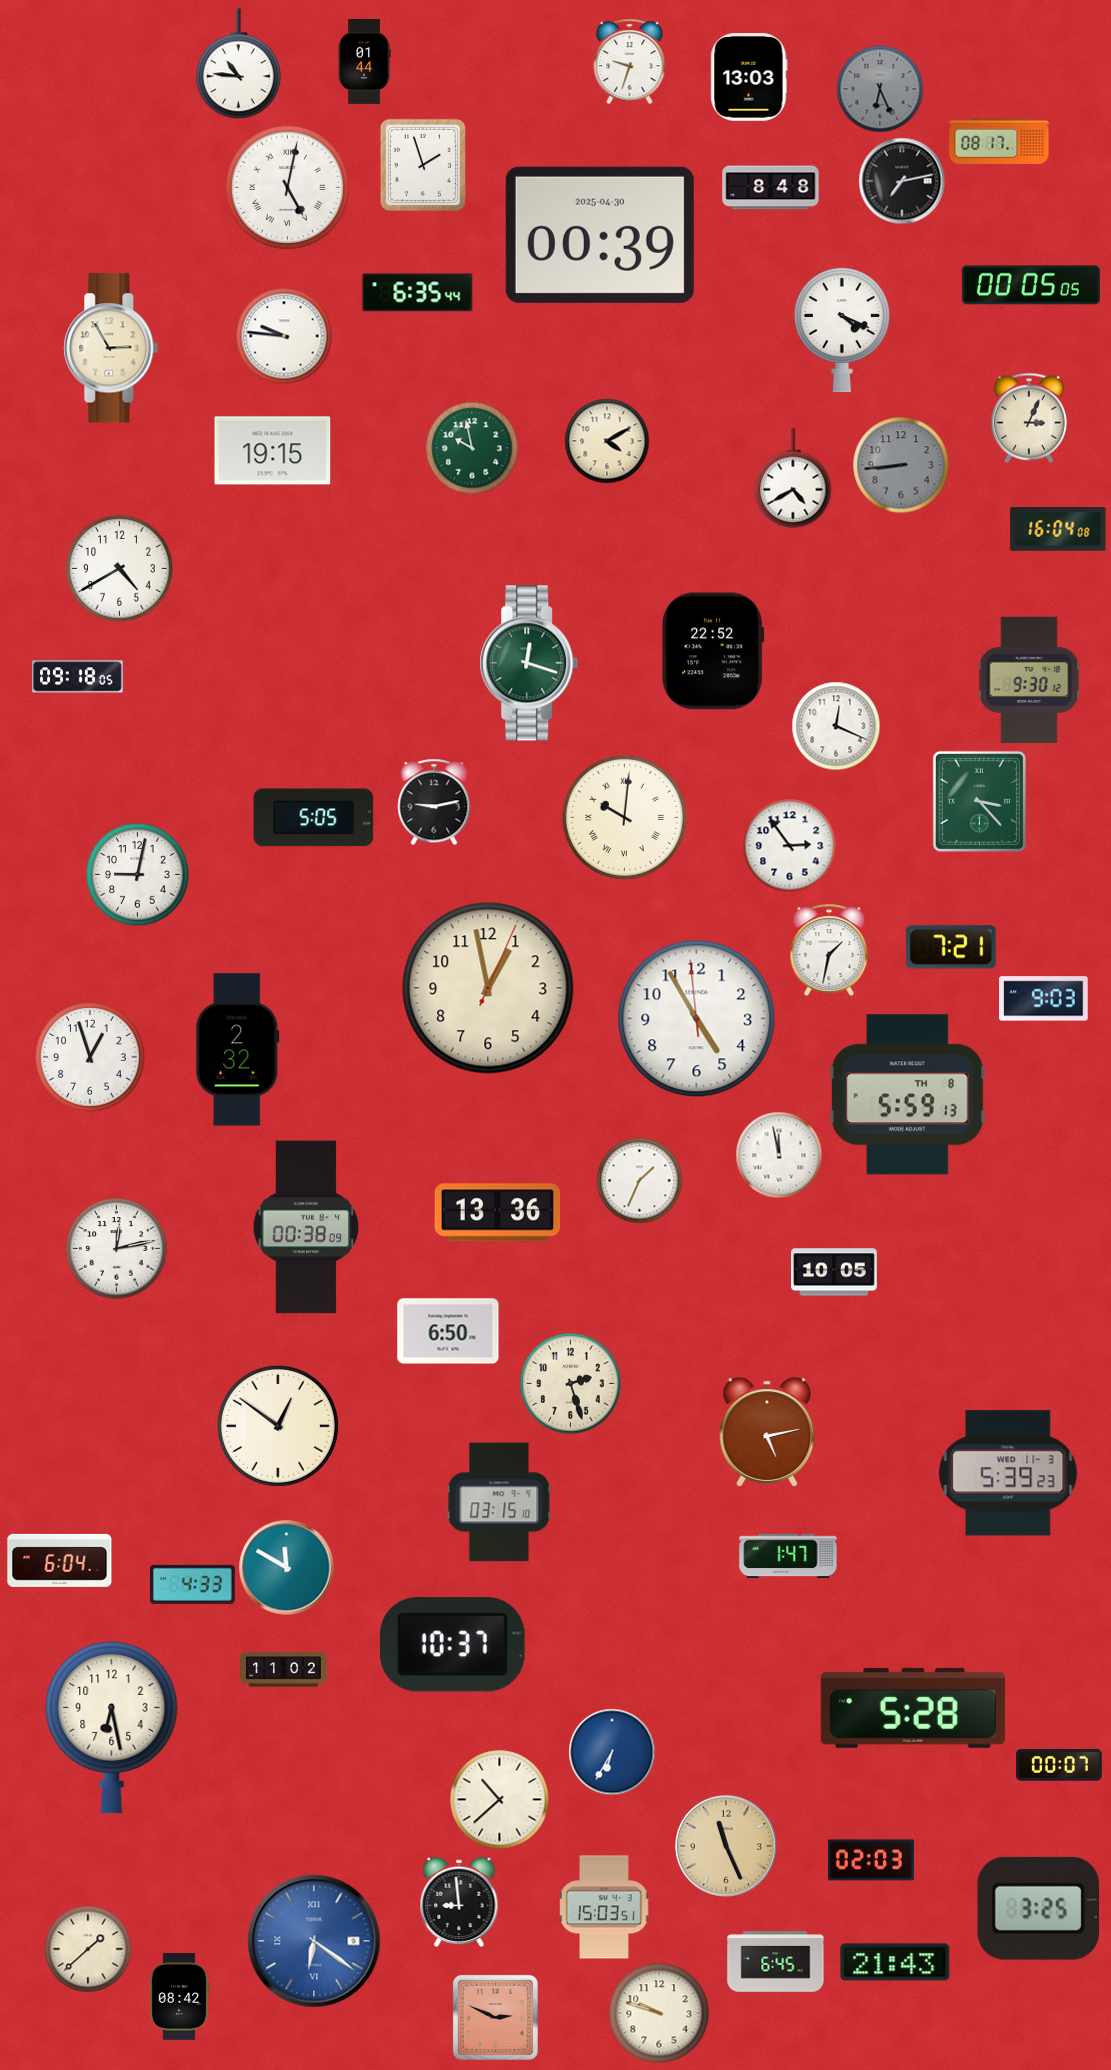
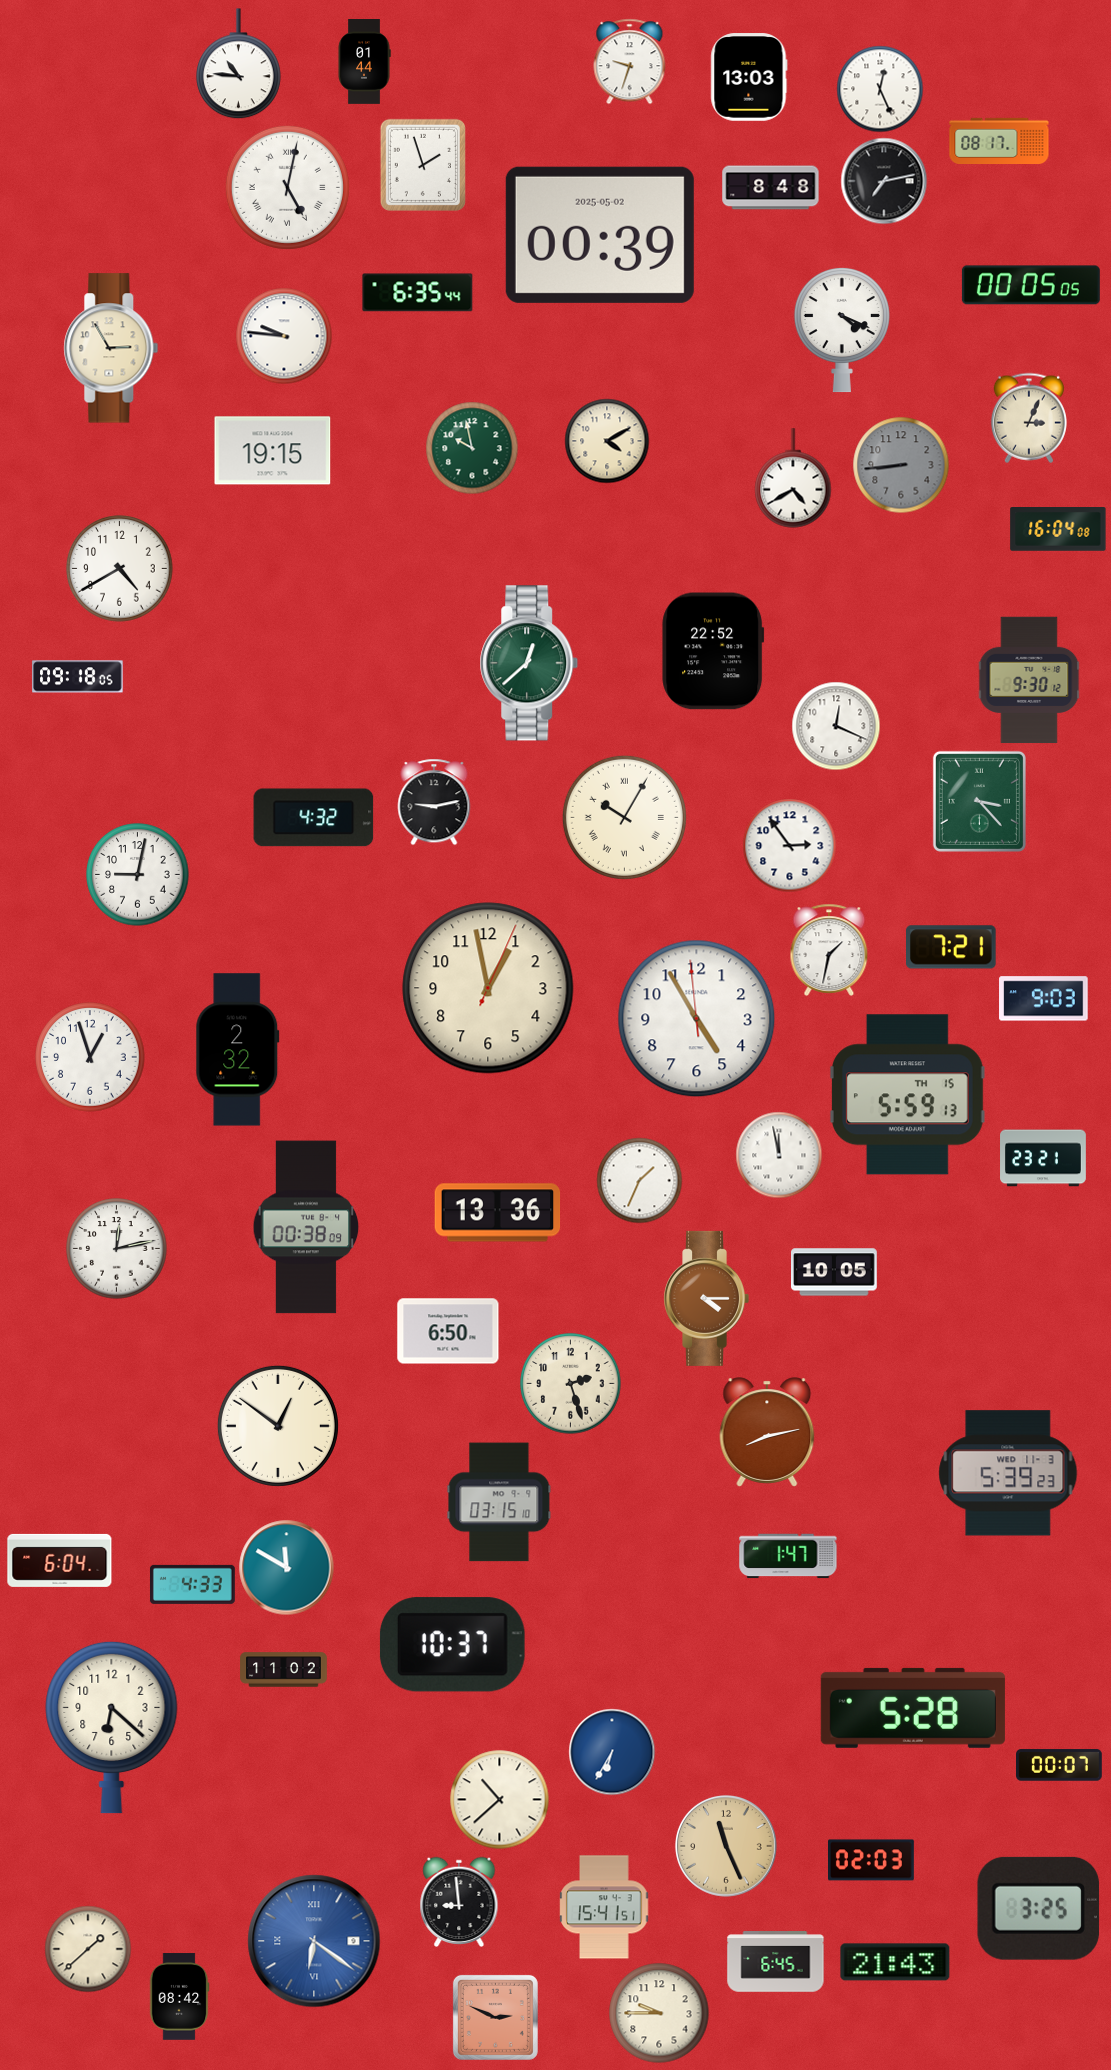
clock at (880, 89): 6:26 -> 12:26
clock at (880, 89) dial: grey -> white
clock at (902, 181) position: (902, 181) -> (884, 181)
clock at (600, 235) date: 2025-04-30 -> 2025-05-02
clock at (529, 663): 12:18 -> 12:38
clock at (624, 817): 10:01 -> 10:05
clock at (314, 818): 5:05 -> 4:32
clock at (907, 1095) date: TH 8 -> TH 15
clock at (1043, 1158): none -> 23:21
clock at (706, 1298): none -> 4:15
clock at (767, 1432): 5:13 -> 8:13
clock at (112, 1727): 6:28 -> 6:22
clock at (604, 1907): 15:03 -> 15:41
clock at (659, 2013): 9:48 -> 9:45
